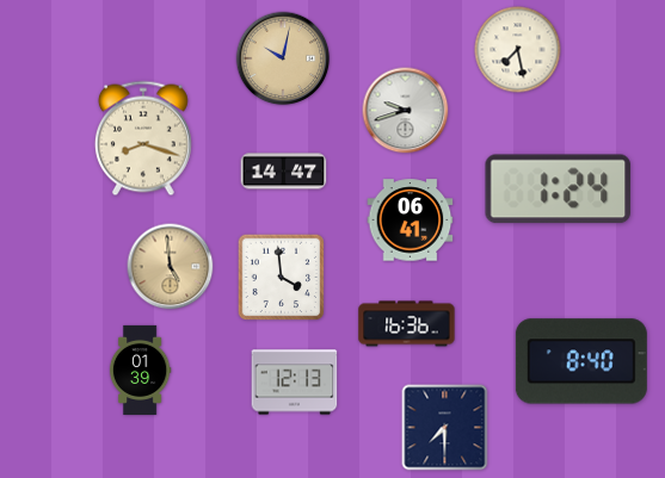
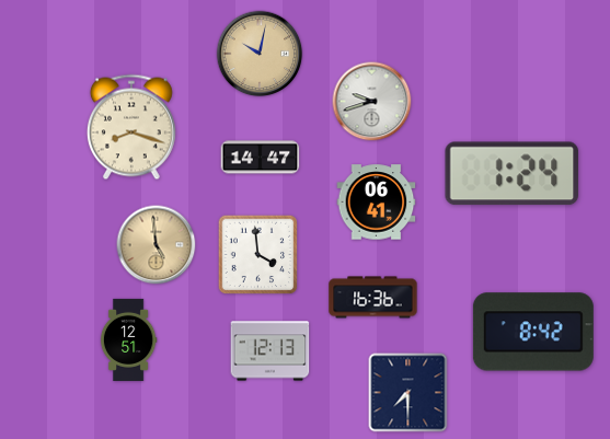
clock at (518, 50): 7:28 -> none
clock at (581, 361): 8:40 -> 8:42
clock at (140, 370): 01:39 -> 12:51
